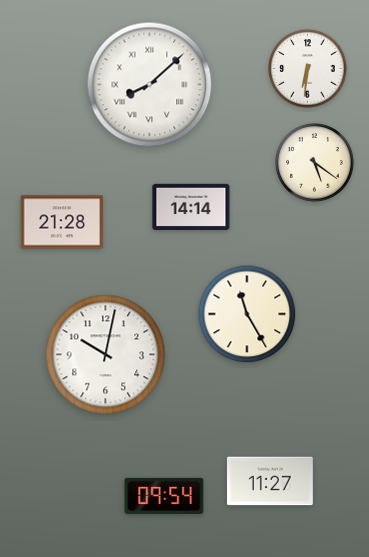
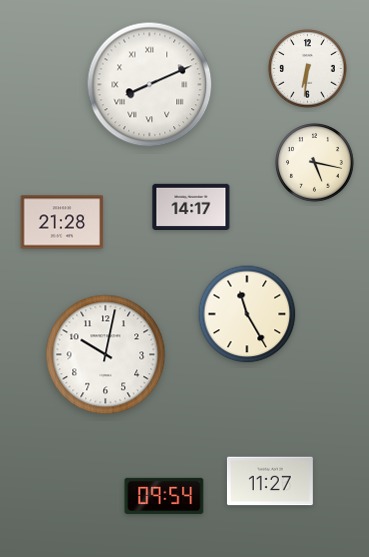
clock at (150, 85): 8:08 -> 8:11
clock at (315, 163): 5:21 -> 5:17
clock at (191, 206): 14:14 -> 14:17
